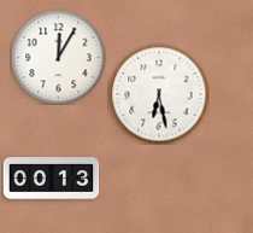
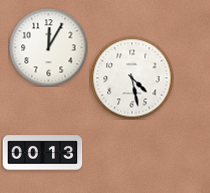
clock at (159, 94): 6:28 -> 4:28
clock at (51, 179) position: (51, 179) -> (42, 153)
